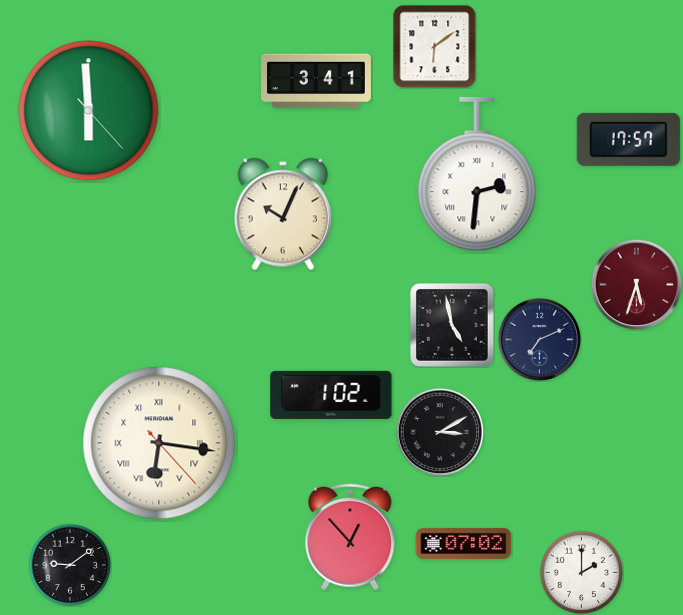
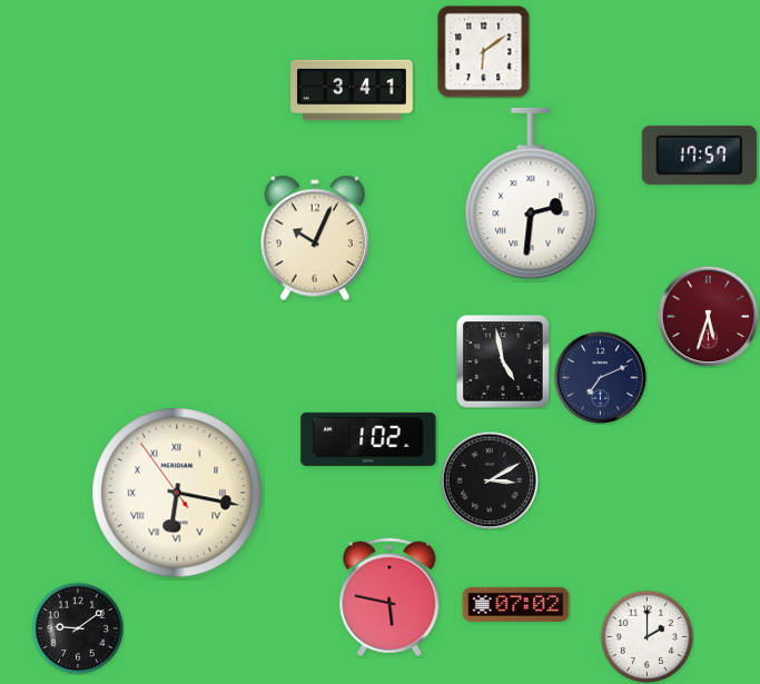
clock at (89, 111): 5:59 -> none
clock at (159, 443): 6:16:23 -> 6:16:54
clock at (350, 537): 12:53 -> 5:47
